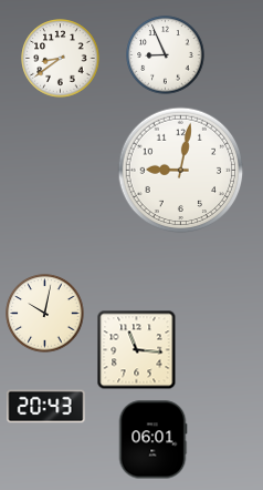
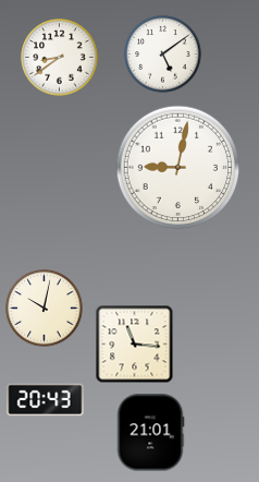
clock at (166, 55): 8:56 -> 5:09
clock at (152, 440): 06:01 -> 21:01
